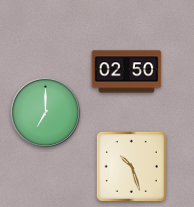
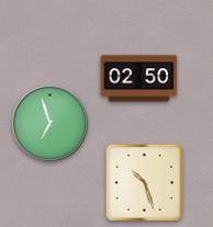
clock at (46, 113): 7:00 -> 6:57
